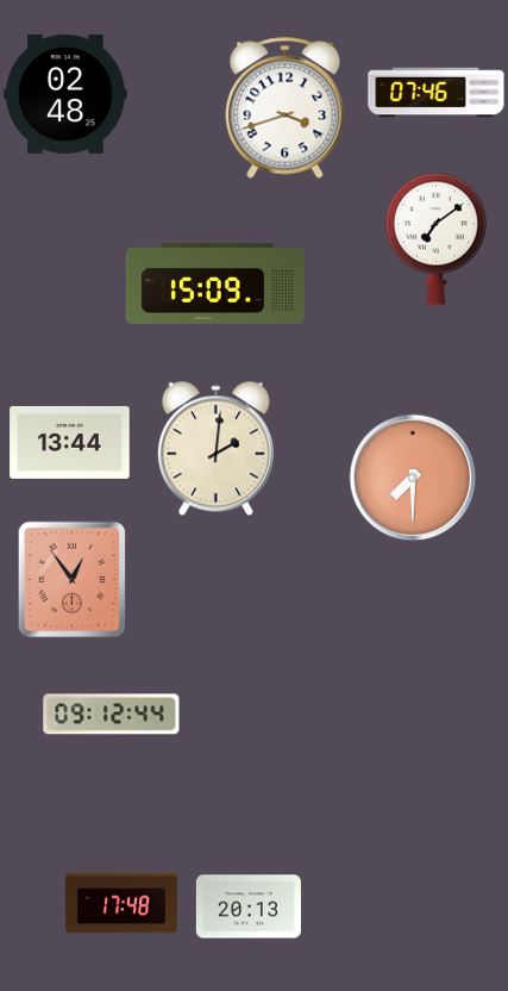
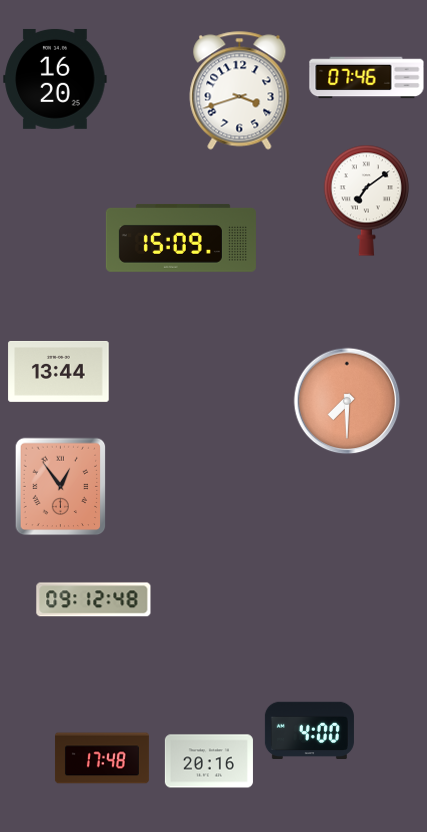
clock at (65, 94): 02:48 -> 16:20
clock at (215, 448): 2:01 -> none
clock at (112, 715): 09:12:44 -> 09:12:48
clock at (309, 731): none -> 4:00
clock at (249, 906): 20:13 -> 20:16
